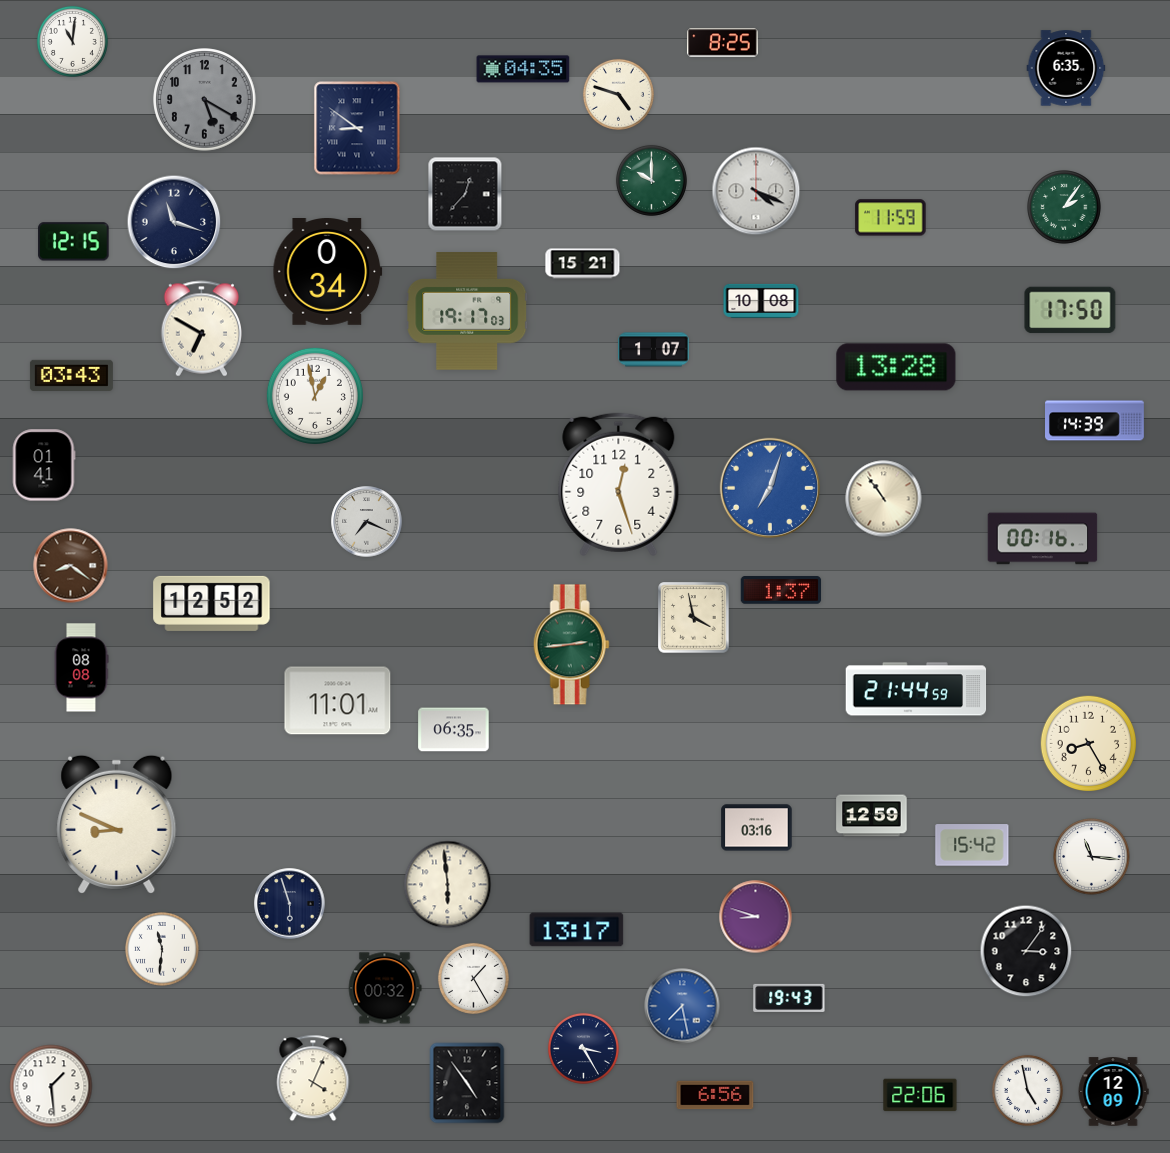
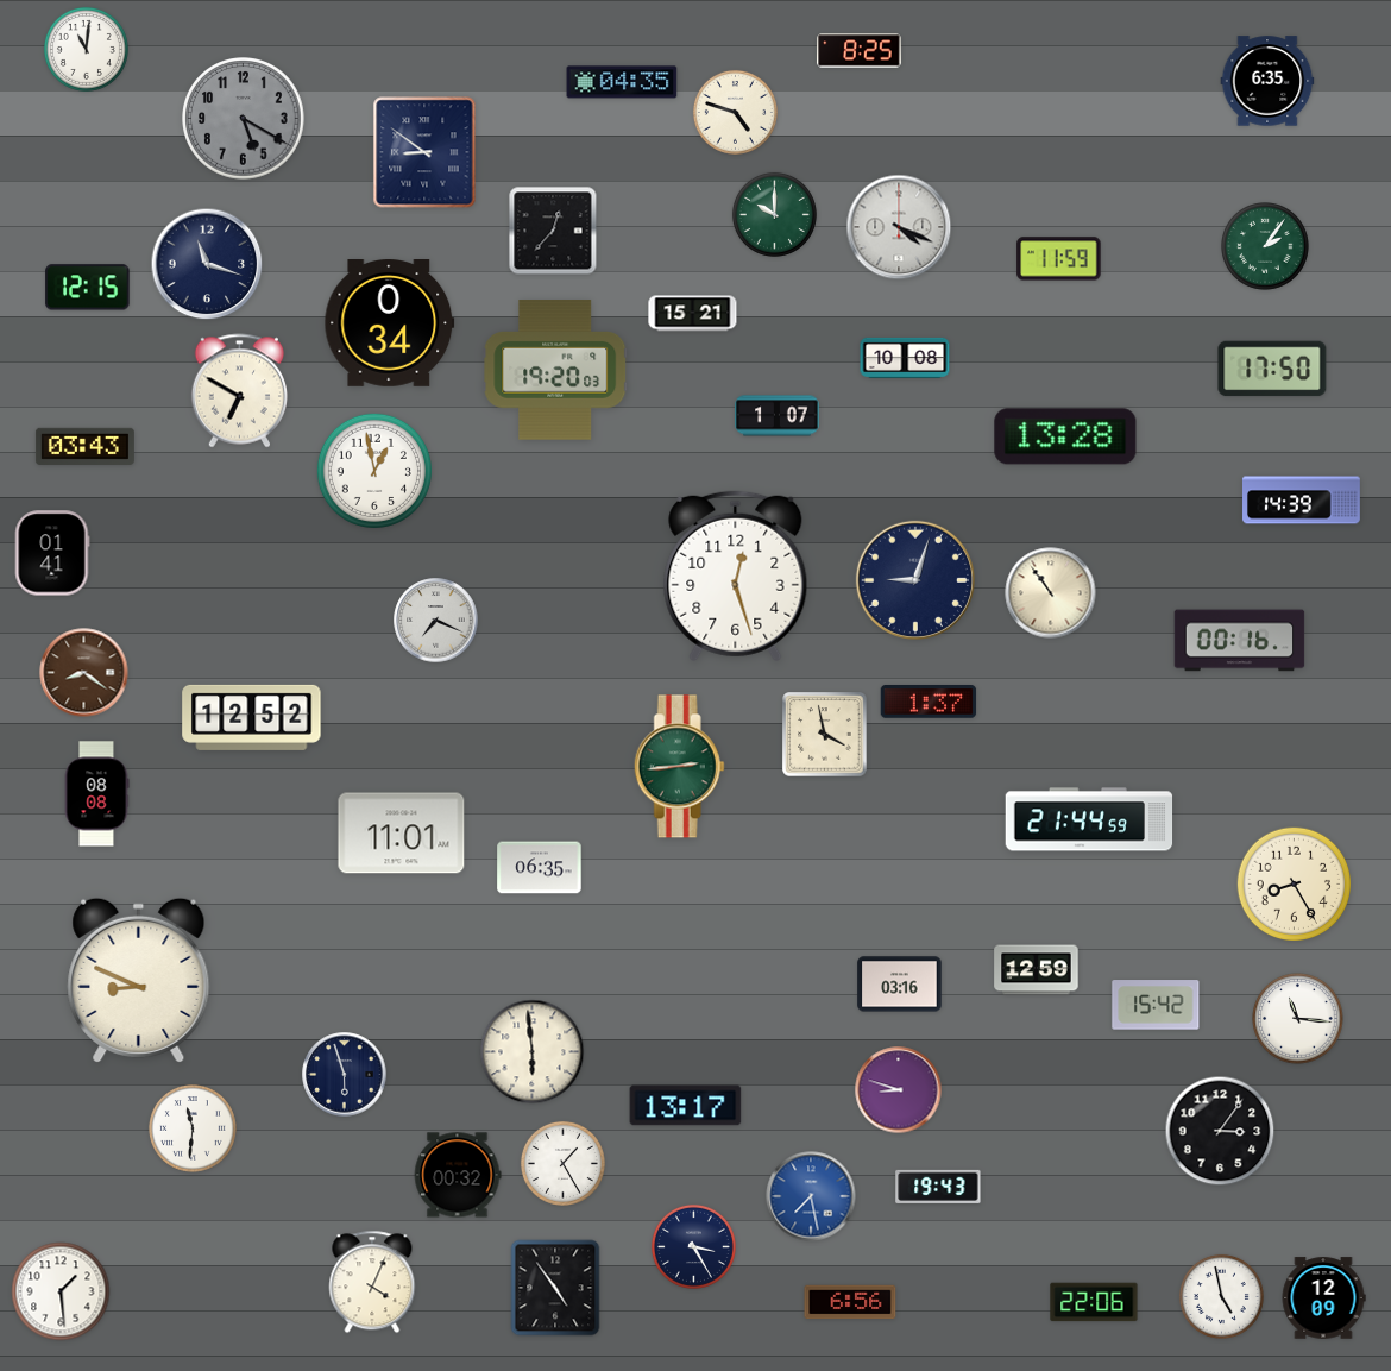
clock at (467, 311): 19:17 -> 19:20
clock at (770, 488): 7:03 -> 9:03
clock at (770, 488) dial: blue -> navy
